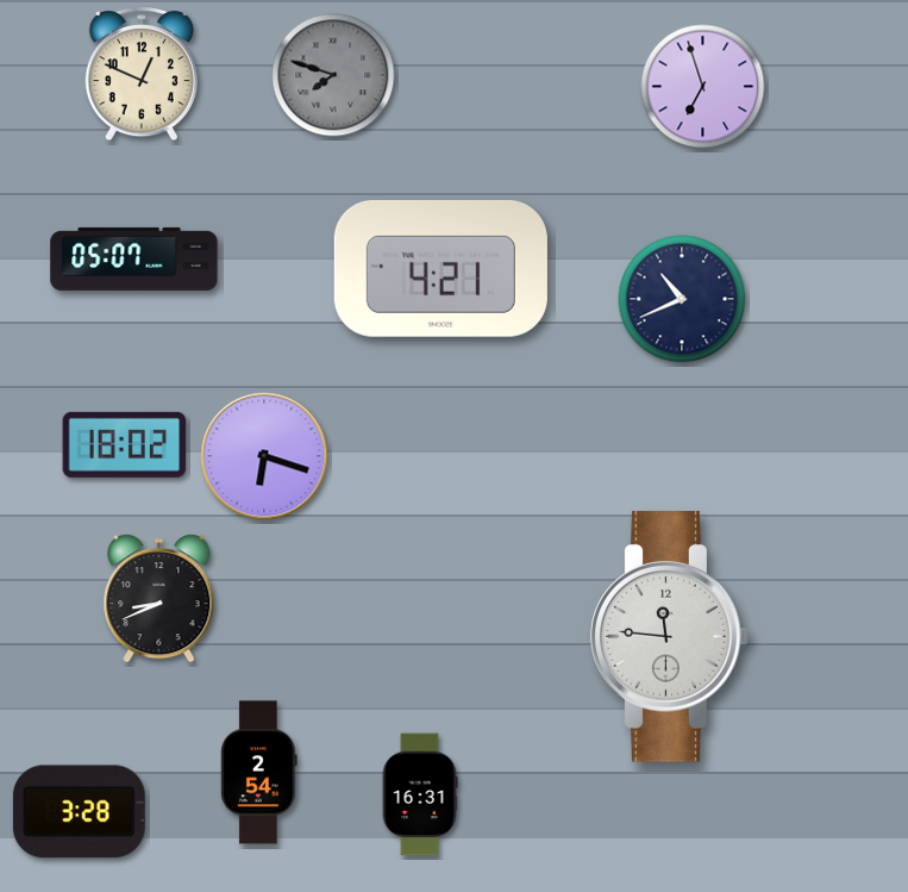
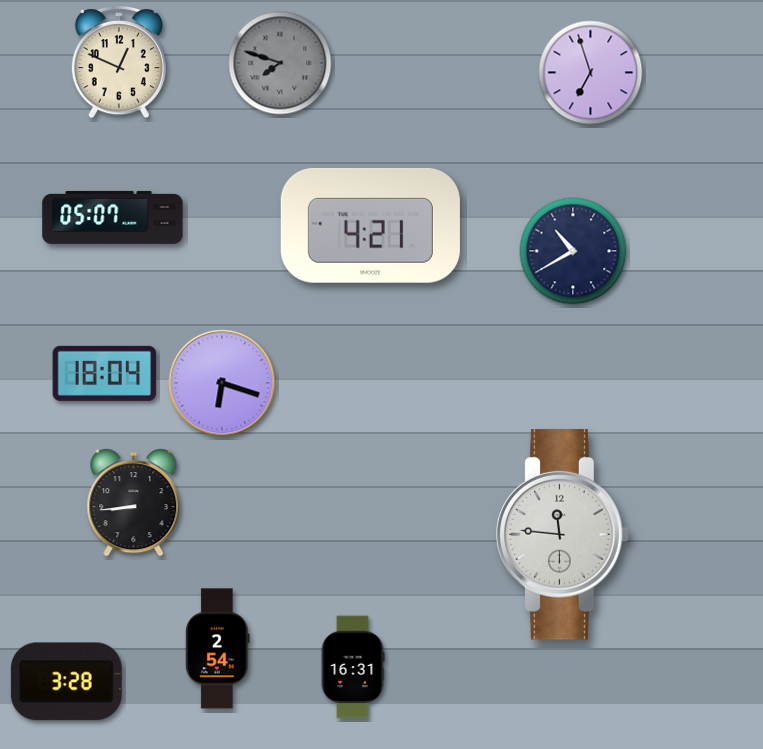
clock at (682, 299): 10:41 -> 10:40
clock at (125, 444): 18:02 -> 18:04
clock at (159, 599): 8:41 -> 8:44
